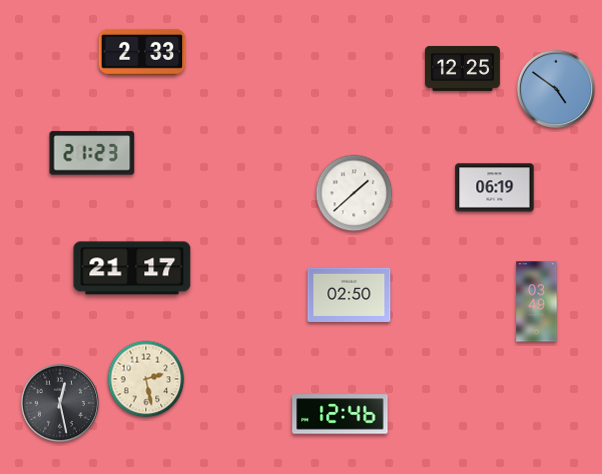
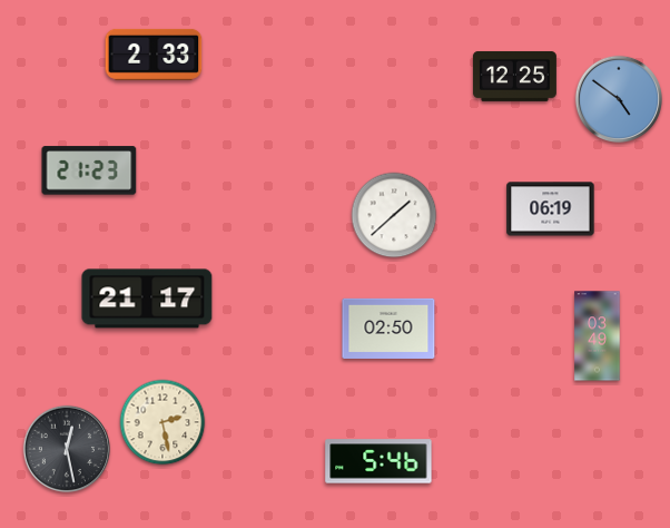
clock at (142, 52) position: (142, 52) -> (154, 55)
clock at (92, 153) position: (92, 153) -> (89, 170)
clock at (340, 414): 12:46 -> 5:46
